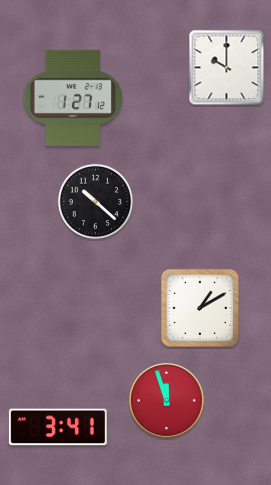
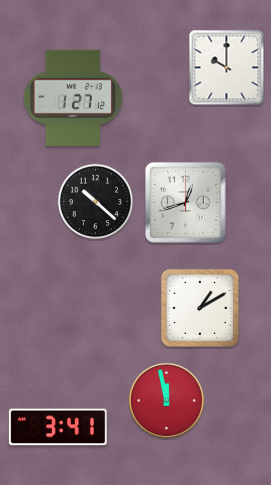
clock at (186, 203): none -> 12:42
clock at (166, 400): 11:57 -> 11:58
